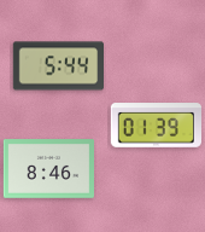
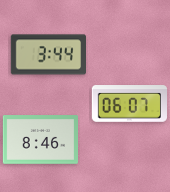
clock at (58, 66): 5:44 -> 3:44
clock at (156, 126): 01:39 -> 06:07
